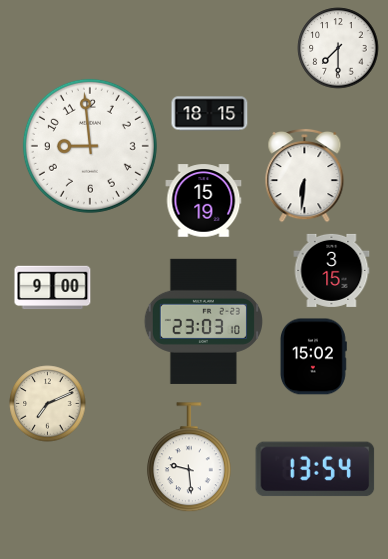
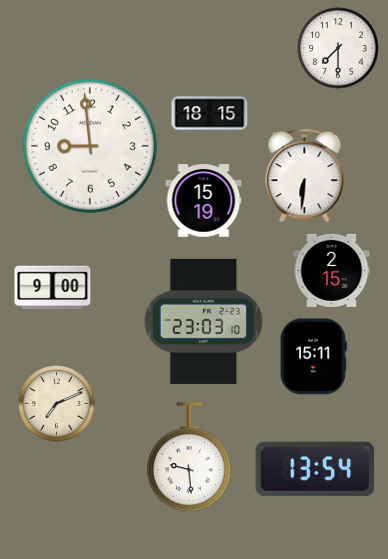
clock at (332, 270): 3:15 -> 2:15
clock at (313, 357): 15:02 -> 15:11
clock at (48, 404) position: (48, 404) -> (57, 404)
